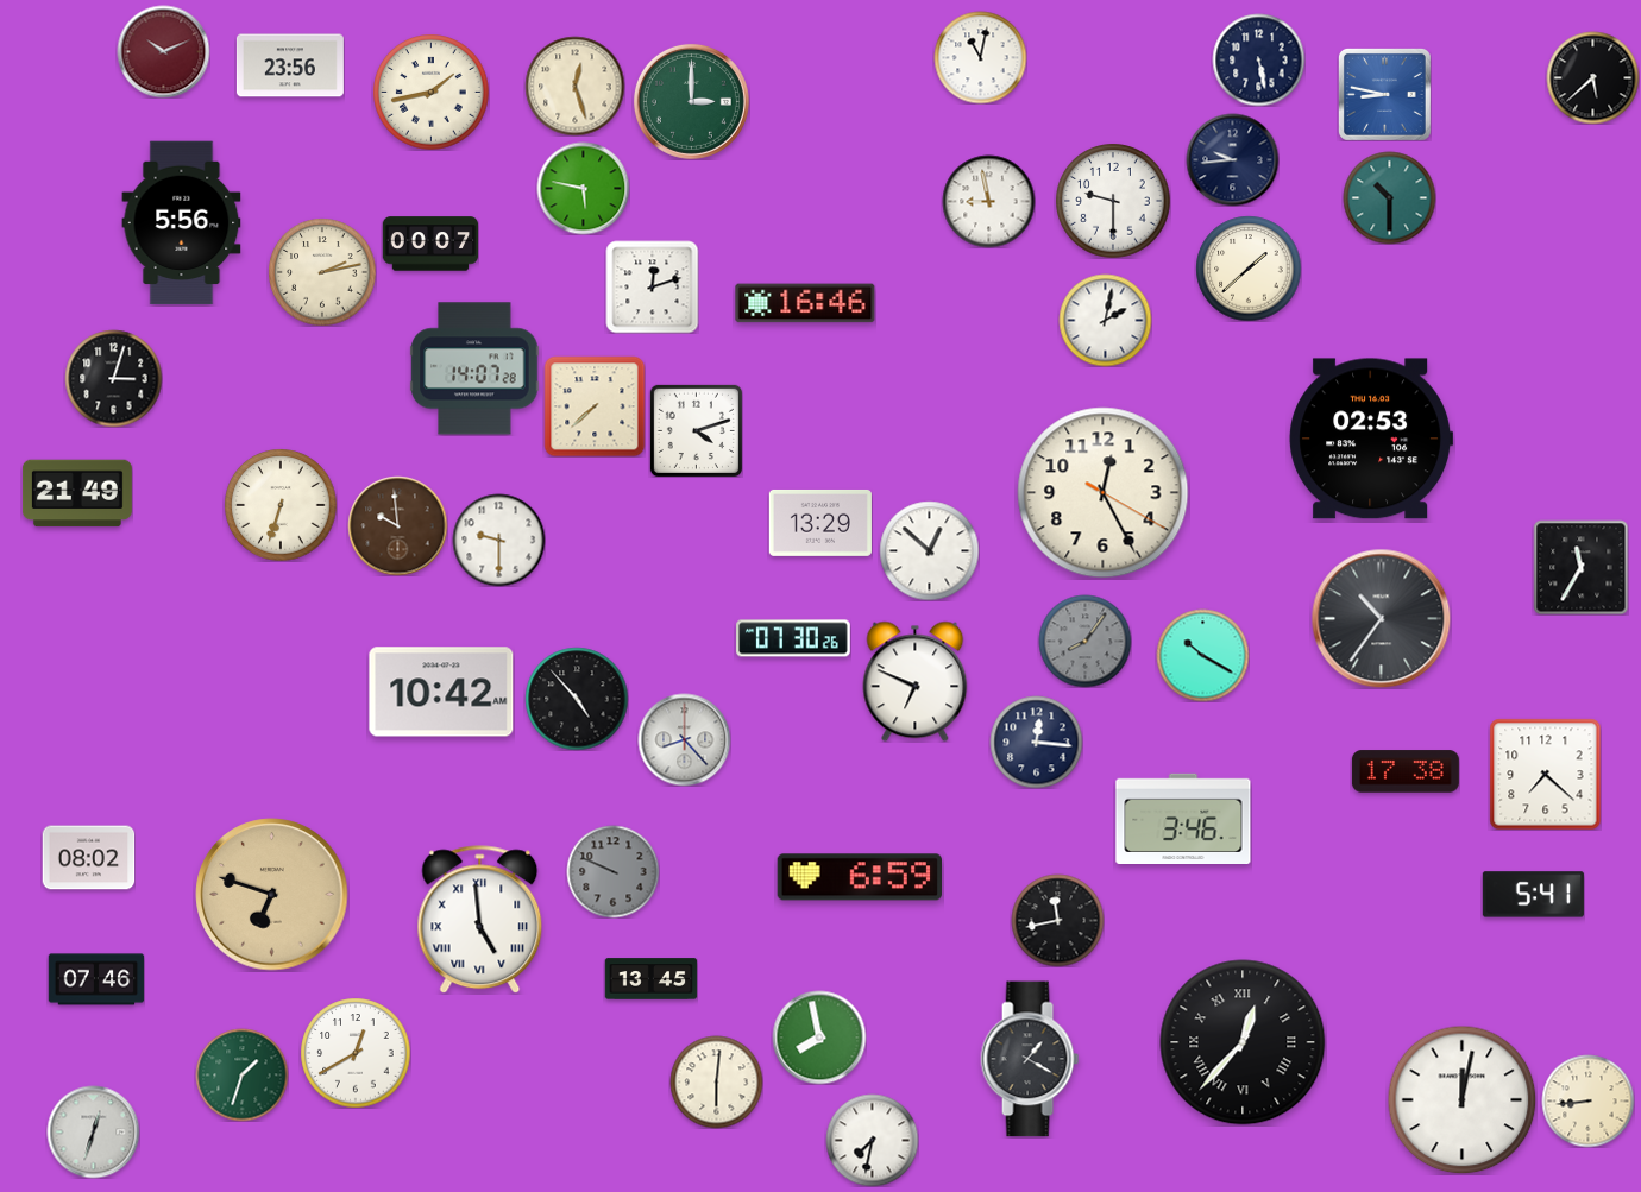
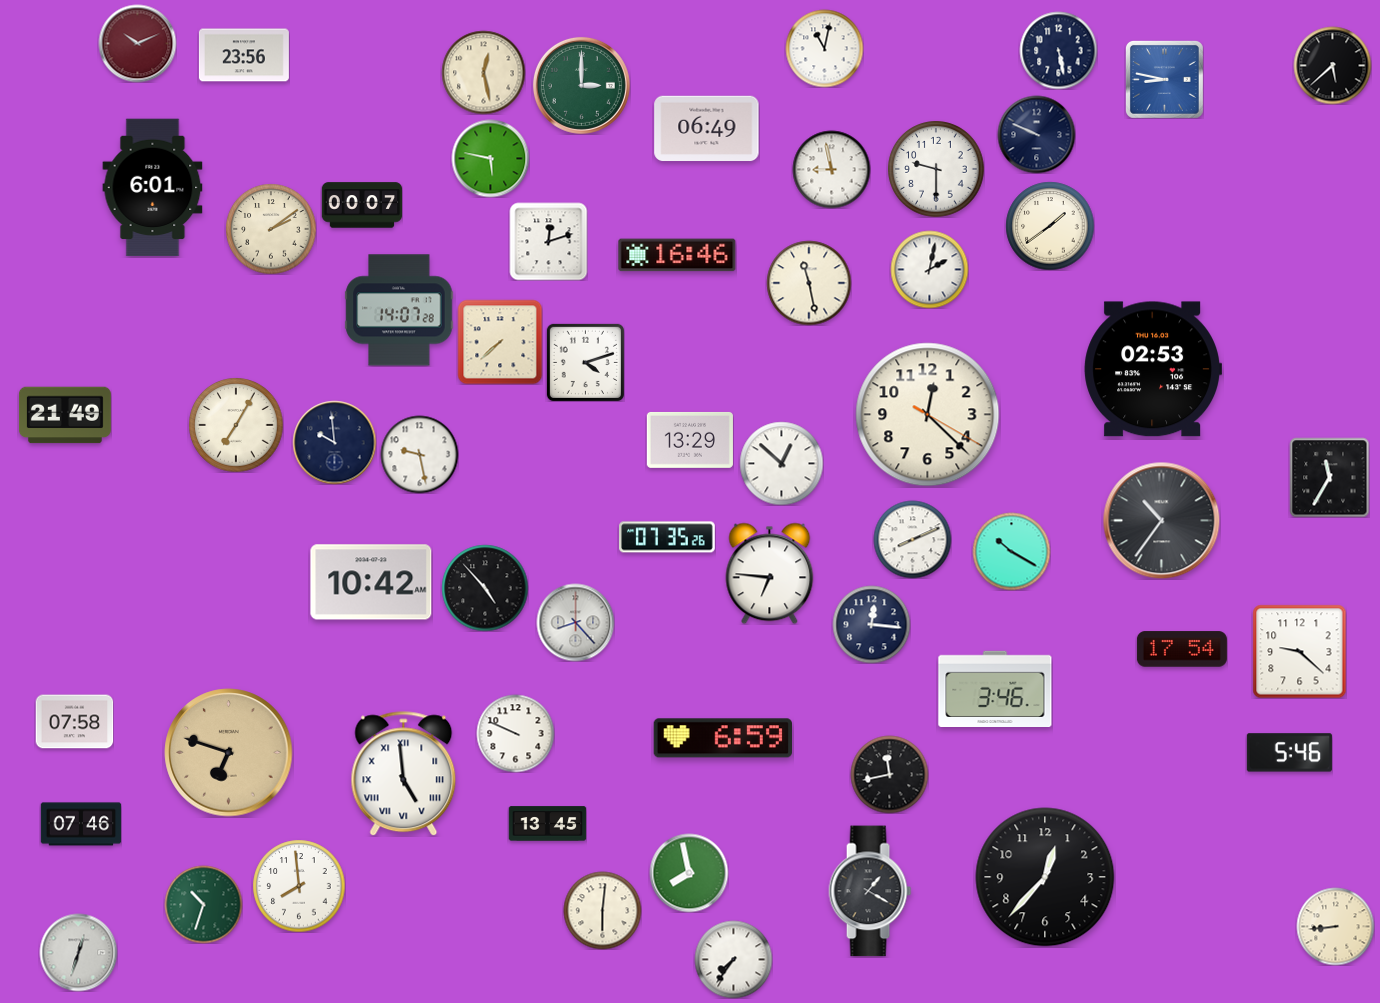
clock at (1592, 77) position: (1592, 77) -> (1332, 65)
clock at (574, 86): 12:27 -> 12:28
clock at (432, 93): 1:43 -> none
clock at (707, 129): none -> 06:49
clock at (1232, 159): 9:44 -> 9:49
clock at (1389, 197): 10:30 -> none
clock at (182, 223): 5:56 -> 6:01
clock at (1249, 269): 1:38 -> 1:39
clock at (322, 272): 2:13 -> 2:09
clock at (809, 283): none -> 11:28
clock at (113, 378): 3:03 -> none
clock at (1104, 493): 12:25 -> 12:22
clock at (281, 505): 6:33 -> 7:05
clock at (397, 525) dial: brown -> navy
clock at (498, 540): 9:30 -> 9:28
clock at (793, 638): 07:30 -> 07:35
clock at (1084, 641): 8:06 -> 8:11
clock at (1084, 641) dial: grey -> white
clock at (916, 681): 6:49 -> 6:46
clock at (1406, 771): 17:38 -> 17:54
clock at (1545, 774): 7:22 -> 9:22
clock at (88, 858): 08:02 -> 07:58
clock at (612, 871) dial: grey -> white
clock at (1533, 895): 5:41 -> 5:46
clock at (1243, 1042) numerals: Roman -> Arabic
clock at (356, 1053): 12:40 -> 7:59
clock at (1030, 1059) position: (1030, 1059) -> (870, 891)
clock at (241, 1074): 1:33 -> 10:33
clock at (1461, 1099): 12:02 -> none
clock at (872, 1140): 7:32 -> 7:36
